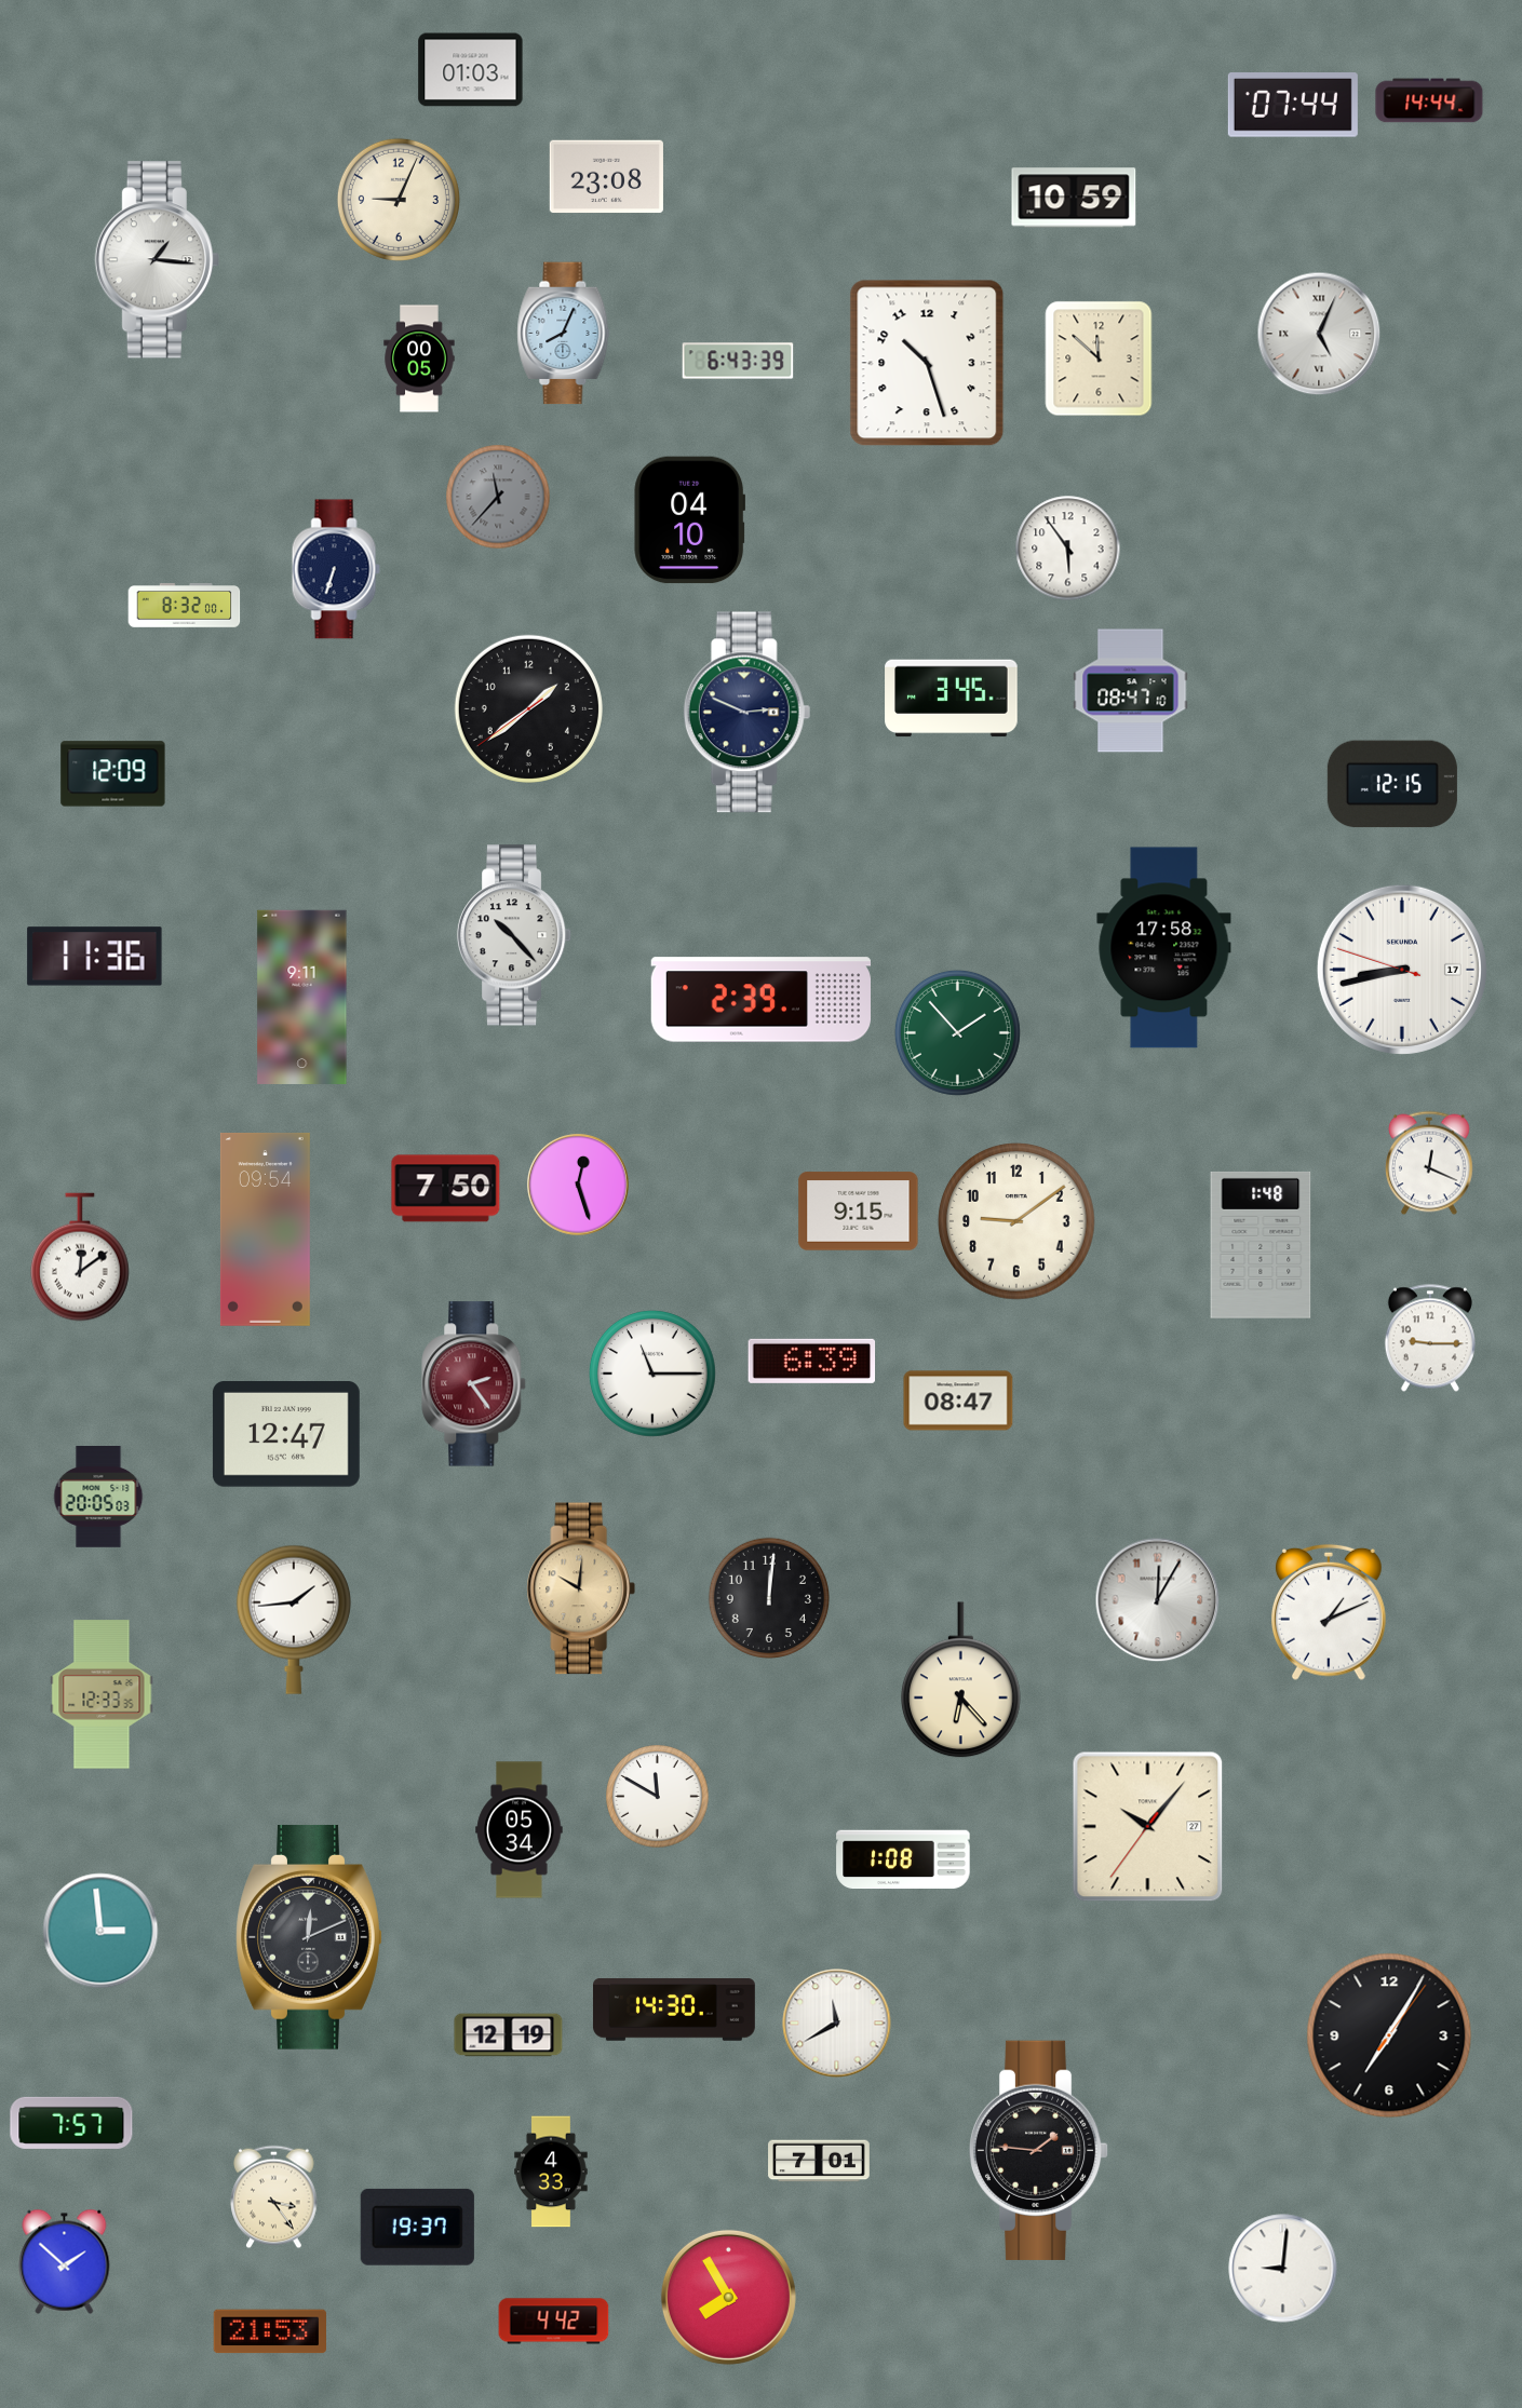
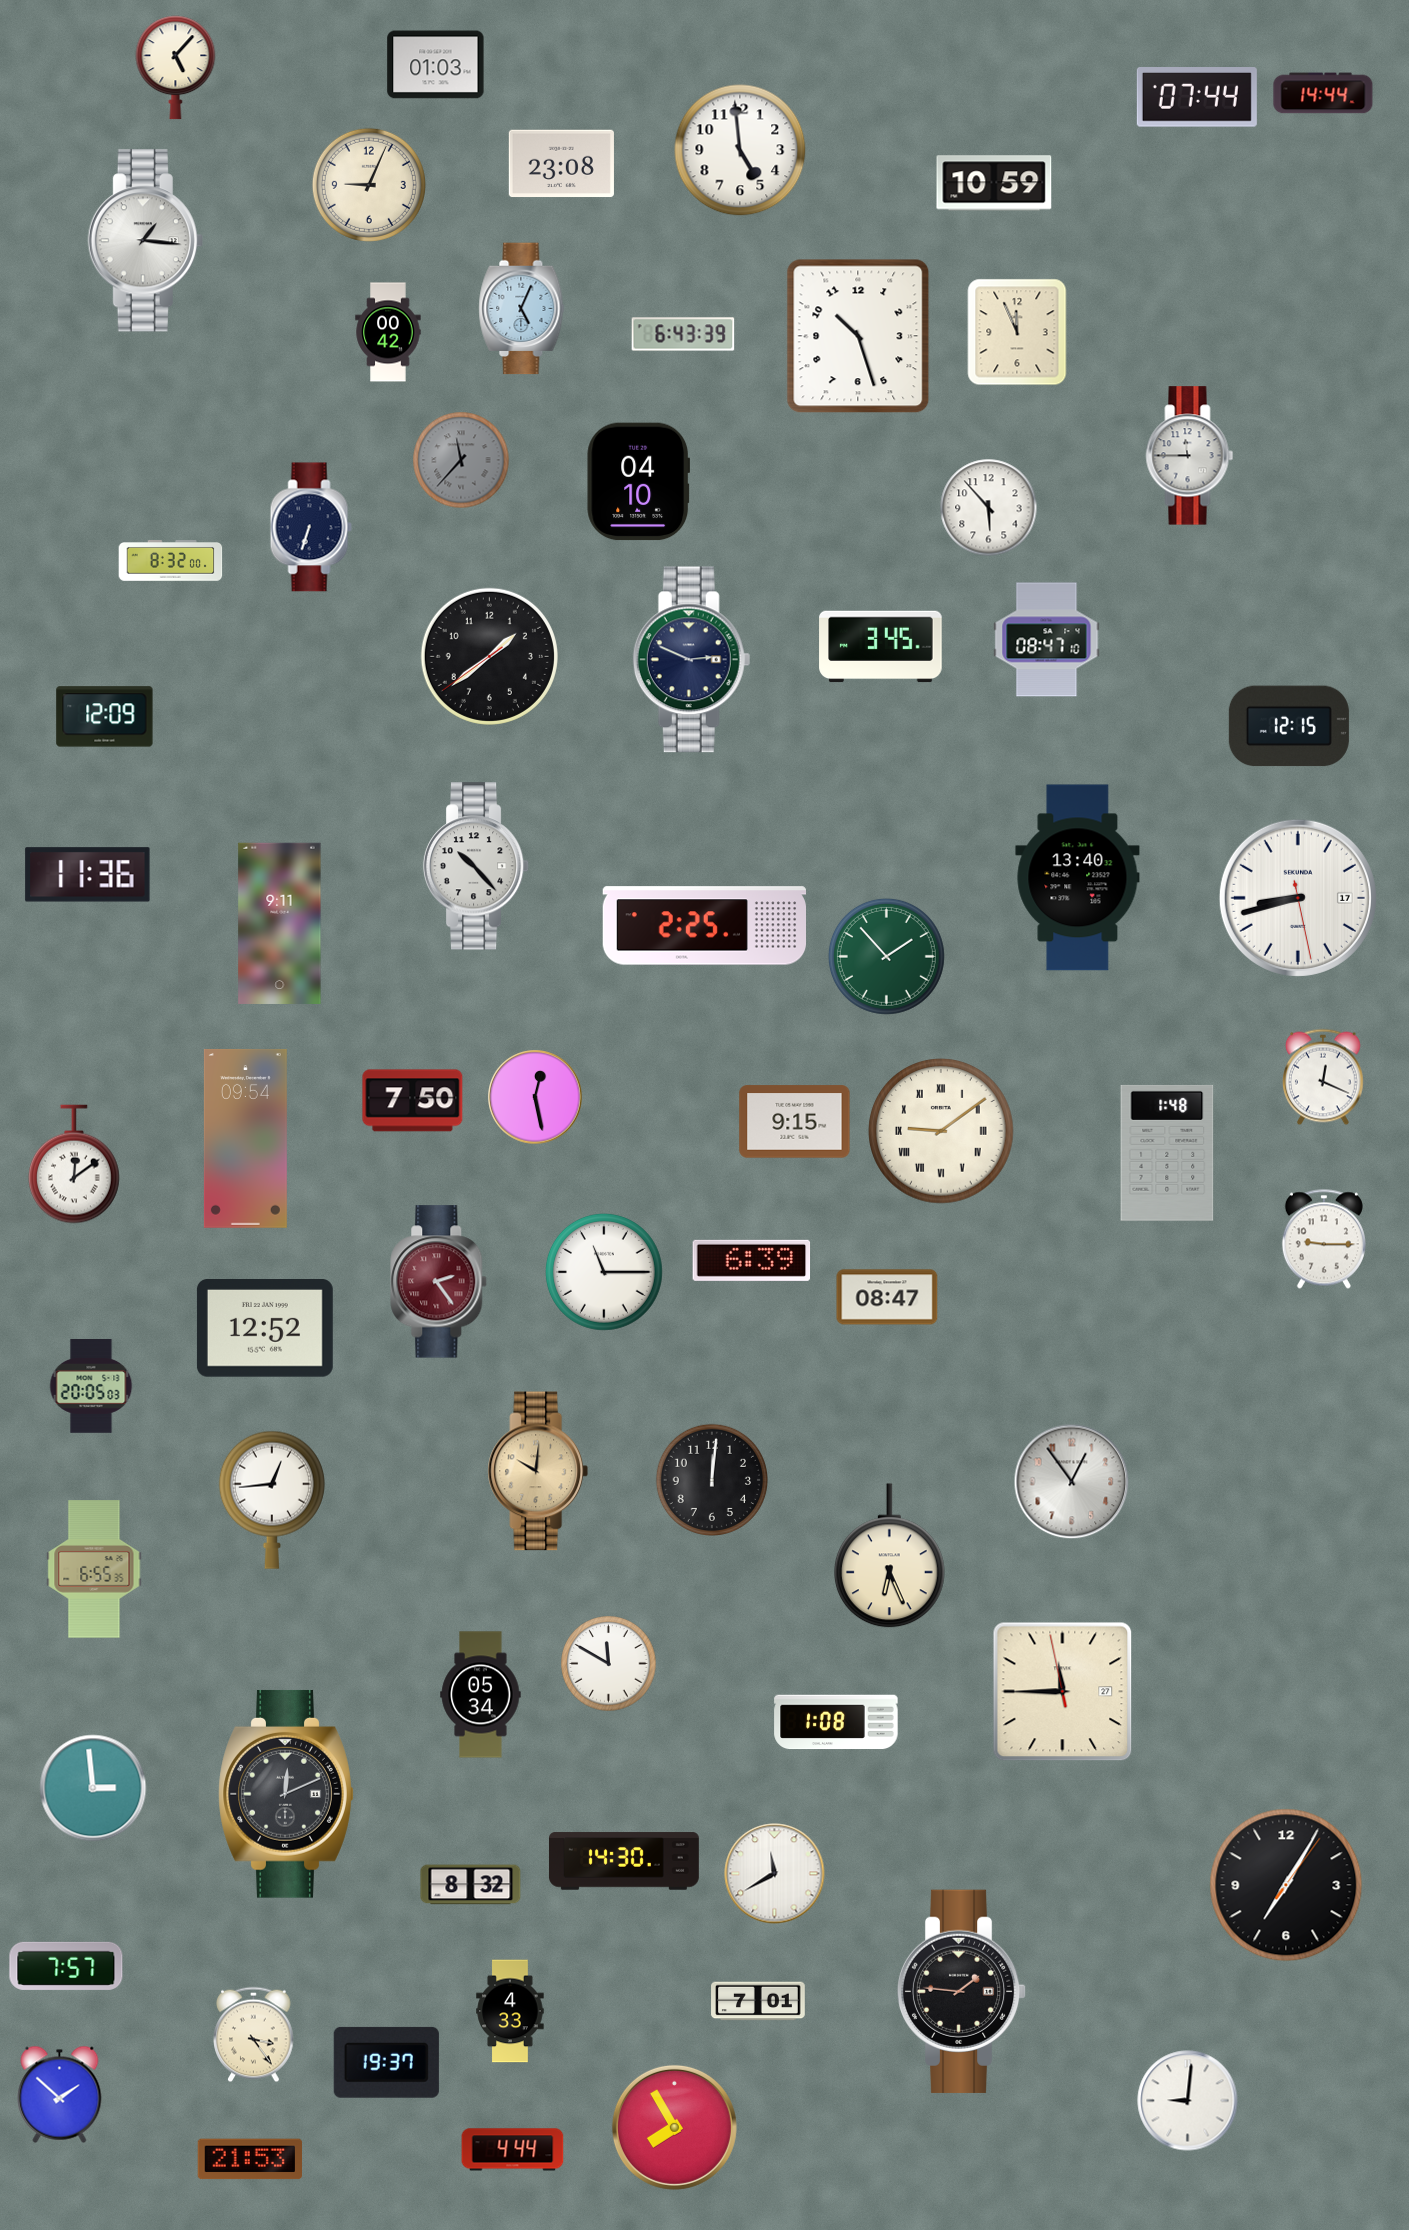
clock at (176, 68): none -> 5:07
clock at (740, 150): none -> 4:59
clock at (564, 334): 8:04 -> 5:04
clock at (1319, 334): 5:04 -> none
clock at (419, 359): 00:05 -> 00:42
clock at (1099, 359): 11:52 -> 11:56
clock at (1190, 456): none -> 11:45
clock at (1068, 549): 5:54 -> 5:53
clock at (1164, 948): 17:58 -> 13:40
clock at (95, 957) position: (95, 957) -> (88, 875)
clock at (1402, 970): 8:42:48 -> 8:42:28
clock at (762, 1000): 2:39 -> 2:25
clock at (578, 1185): 12:27 -> 12:28
clock at (1016, 1221) numerals: Arabic -> Roman
clock at (286, 1434): 12:47 -> 12:52
clock at (1158, 1600): 12:05 -> 12:54
clock at (1329, 1612): 1:11 -> none
clock at (294, 1620): 1:44 -> 12:44
clock at (960, 1680): 6:23 -> 6:26
clock at (102, 1694): 12:33 -> 6:55
clock at (1148, 1827): 10:06 -> 11:44
clock at (509, 2035): 12:19 -> 8:32
clock at (554, 2322): 4:42 -> 4:44
